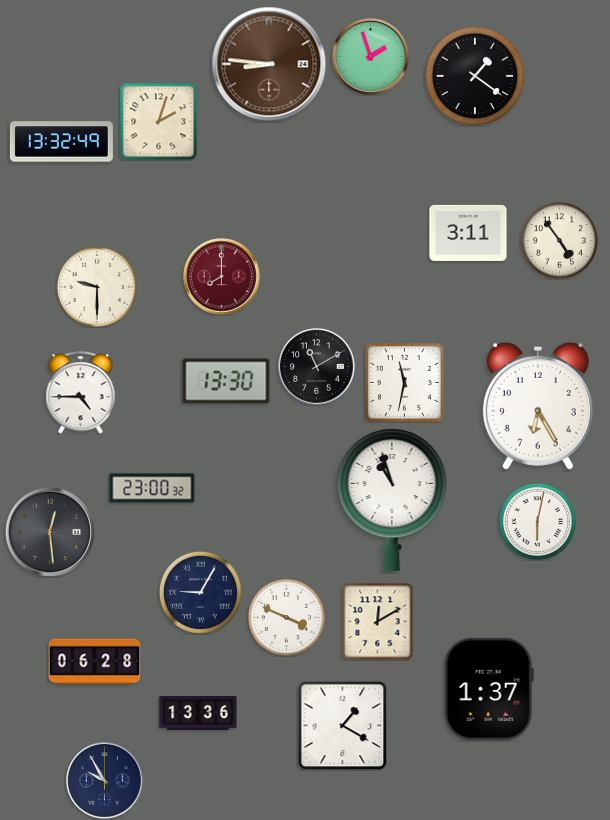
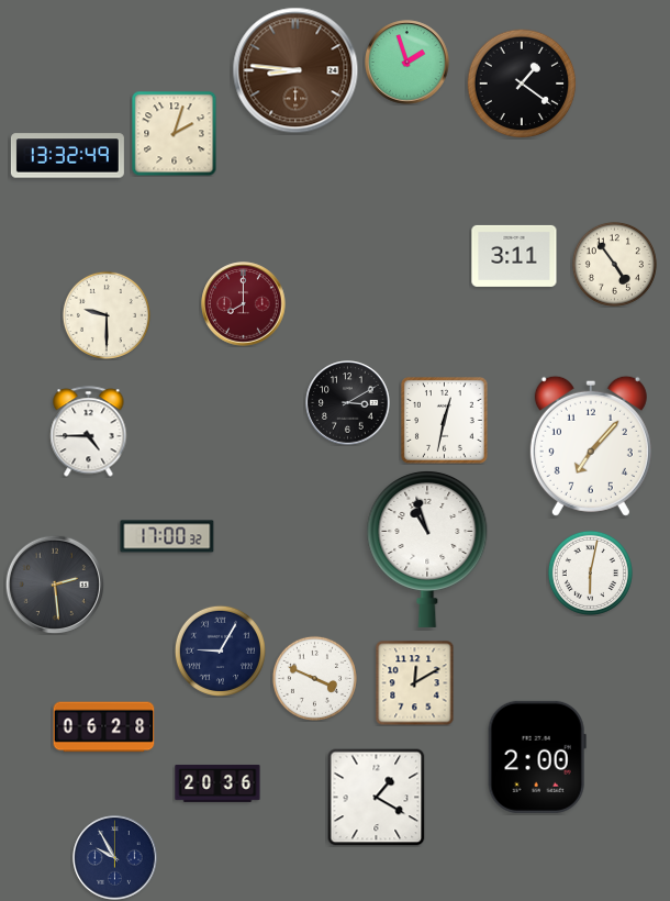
clock at (317, 367): 11:10 -> 3:10
clock at (226, 381): 13:30 -> none
clock at (404, 382): 11:32 -> 12:32
clock at (538, 406): 6:25 -> 7:07
clock at (152, 488): 23:00 -> 17:00
clock at (392, 499) position: (392, 499) -> (427, 548)
clock at (49, 531): 12:29 -> 2:29
clock at (489, 689): 1:37 -> 2:00
clock at (198, 713): 13:36 -> 20:36
